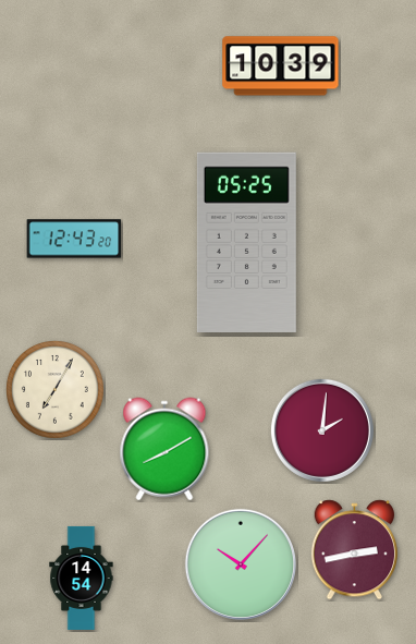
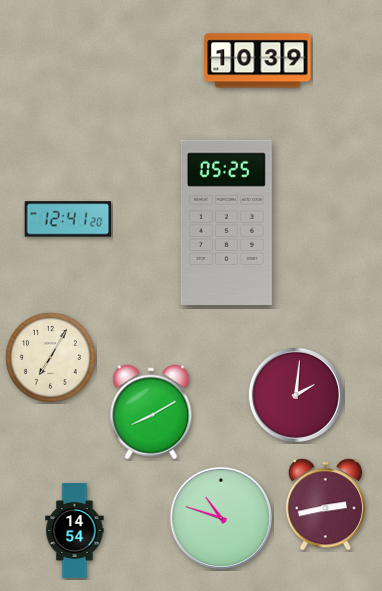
clock at (74, 239): 12:43 -> 12:41
clock at (241, 564): 10:07 -> 10:48
